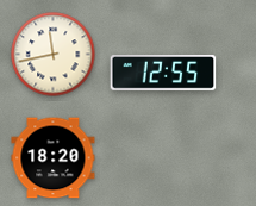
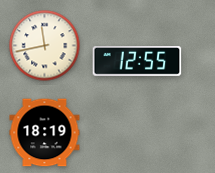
clock at (54, 158): 18:20 -> 18:19
